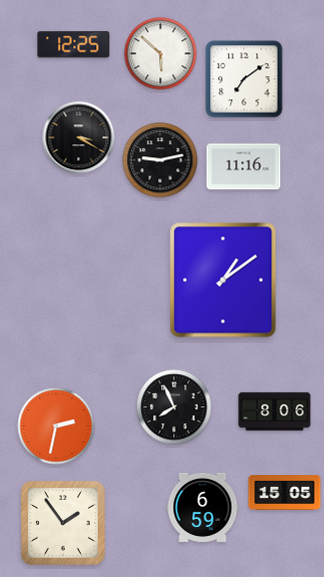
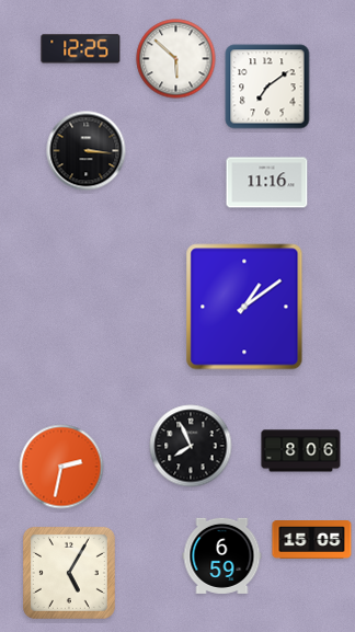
clock at (79, 138): 3:20 -> 3:16
clock at (160, 160): 9:13 -> none
clock at (63, 523): 1:54 -> 5:05
